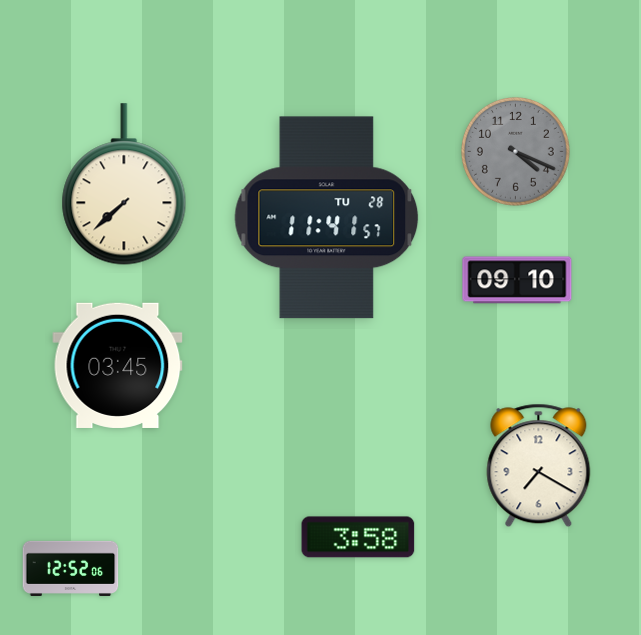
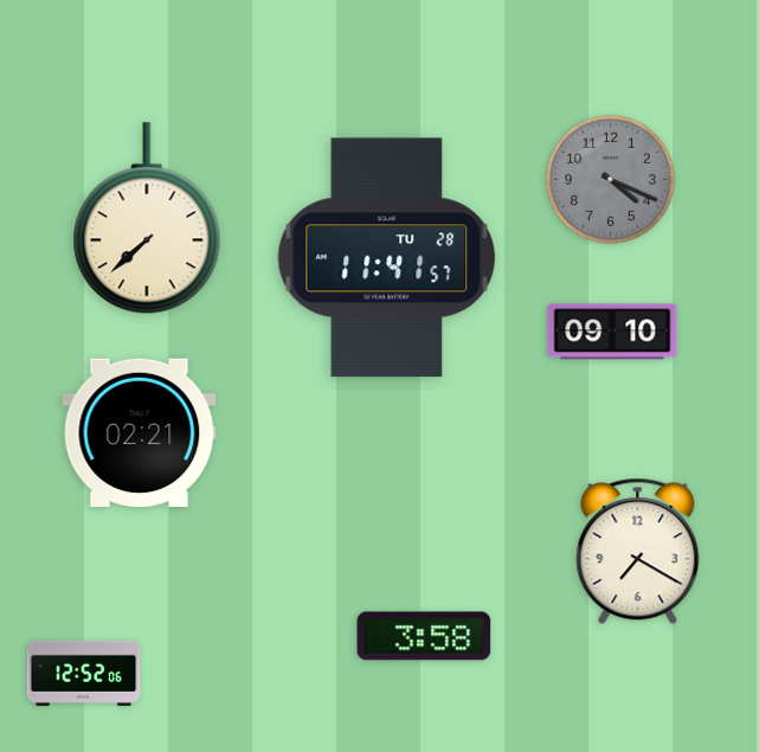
clock at (118, 365): 03:45 -> 02:21
